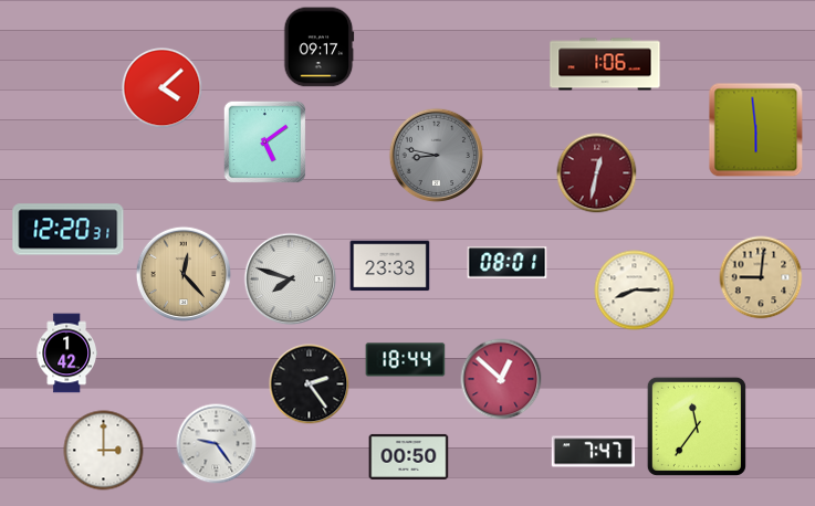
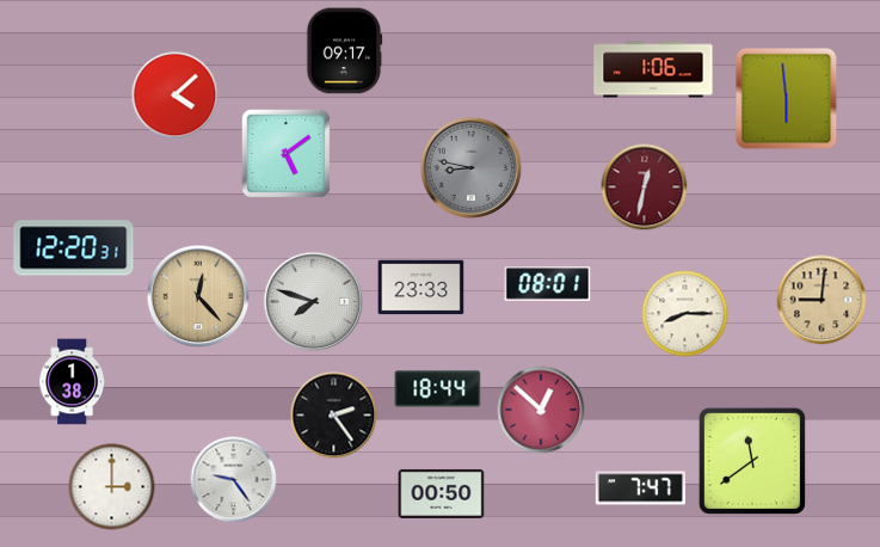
clock at (756, 130) position: (756, 130) -> (787, 99)
clock at (66, 354): 1:42 -> 1:38
clock at (697, 426): 11:36 -> 11:39
